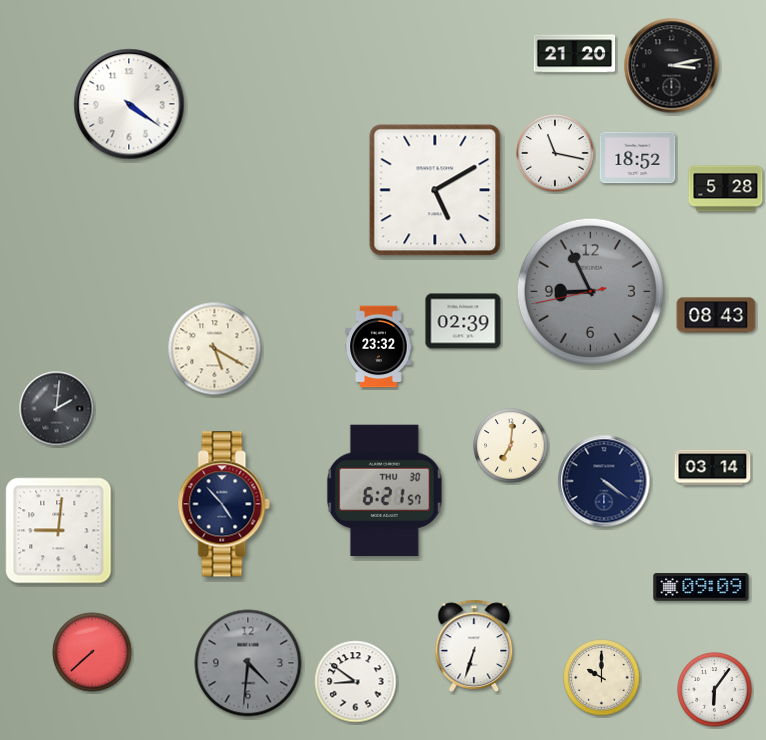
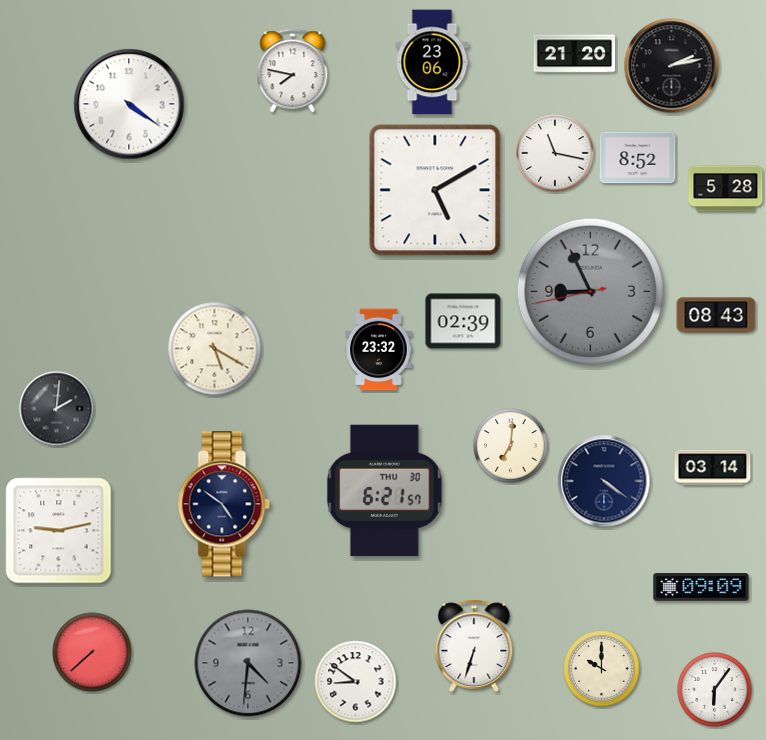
clock at (432, 62): none -> 23:06
clock at (672, 66): 3:13 -> 2:13
clock at (293, 71): none -> 7:47
clock at (638, 158): 18:52 -> 8:52
clock at (379, 347) position: (379, 347) -> (379, 350)
clock at (224, 504): 4:53 -> 4:51
clock at (59, 531): 9:01 -> 9:13
clock at (602, 678) position: (602, 678) -> (602, 669)
